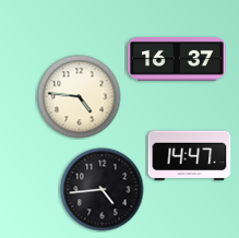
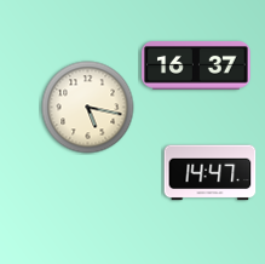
clock at (80, 97): 4:46 -> 5:17
clock at (103, 190): 4:44 -> none
